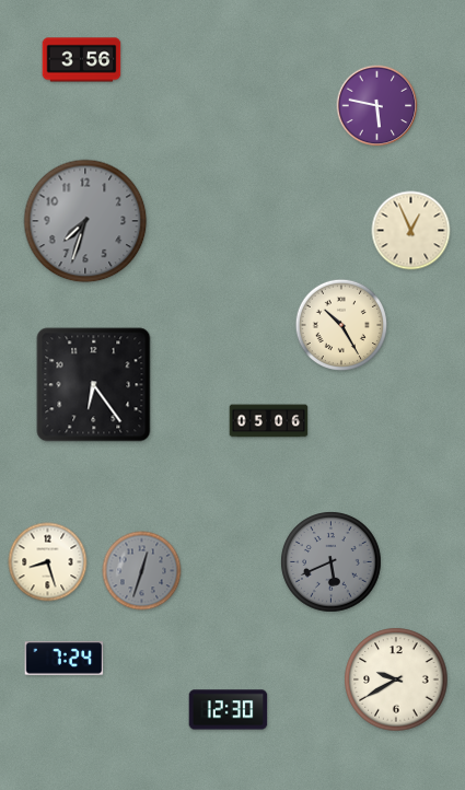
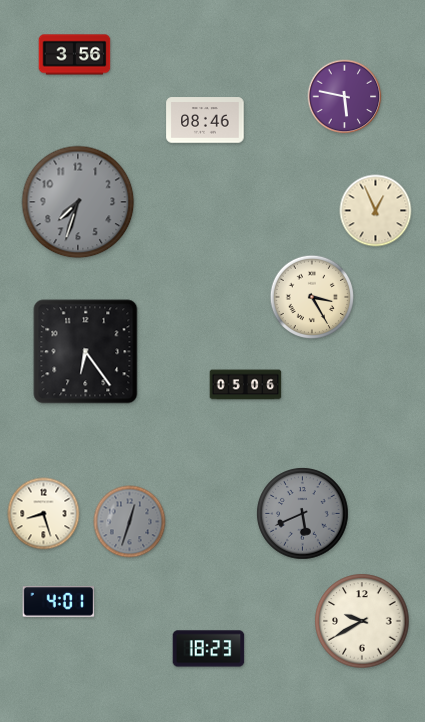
clock at (205, 120): none -> 08:46
clock at (340, 324): 10:25 -> 3:25
clock at (65, 659): 7:24 -> 4:01
clock at (229, 710): 12:30 -> 18:23
